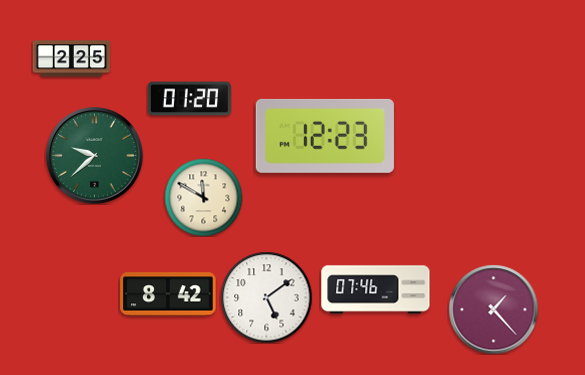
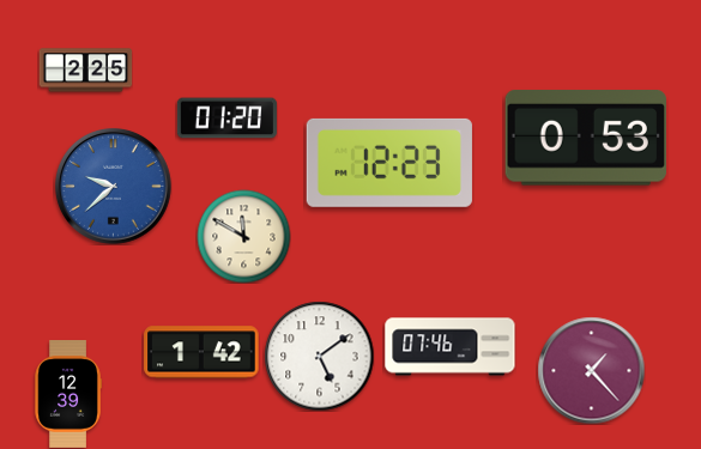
clock at (586, 139): none -> 0:53
clock at (94, 155) dial: green -> blue
clock at (168, 294): 8:42 -> 1:42
clock at (68, 395): none -> 12:39
